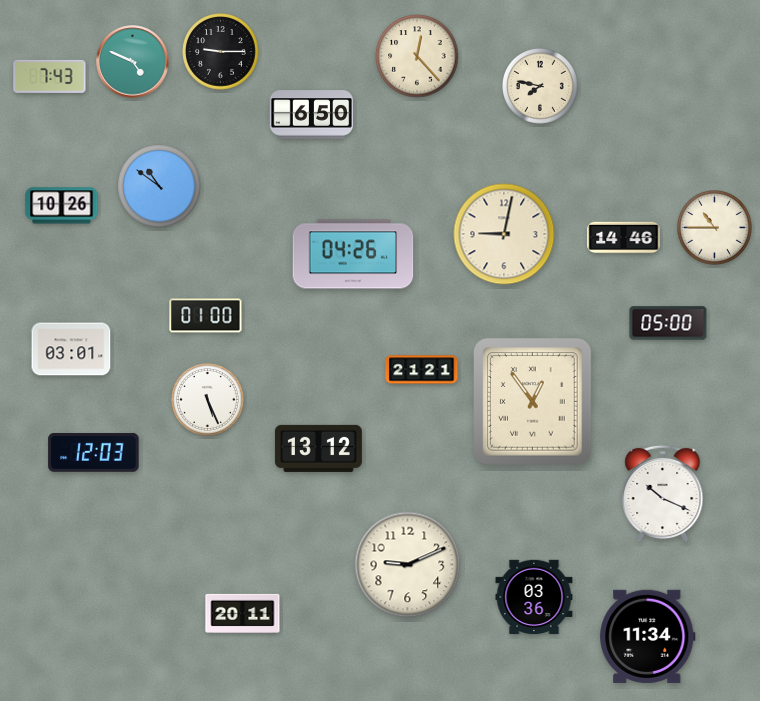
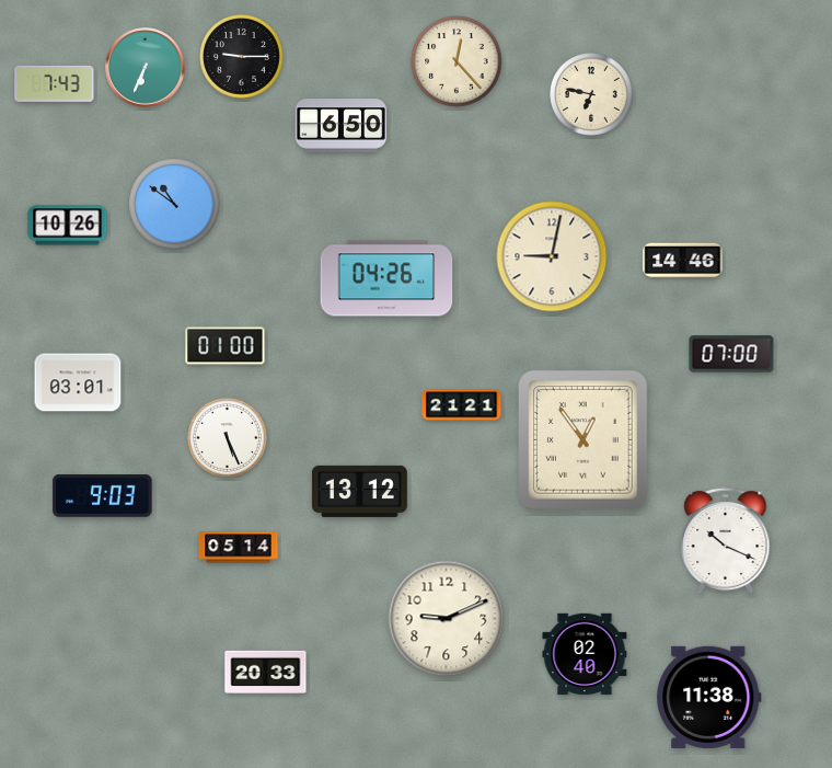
clock at (133, 62): 4:49 -> 6:34
clock at (541, 87): 7:47 -> 6:47
clock at (715, 228): 10:45 -> none
clock at (668, 323): 05:00 -> 07:00
clock at (318, 448) position: (318, 448) -> (359, 491)
clock at (94, 453): 12:03 -> 9:03
clock at (239, 548): none -> 05:14
clock at (534, 597): 03:36 -> 02:40
clock at (243, 613): 20:11 -> 20:33
clock at (648, 636): 11:34 -> 11:38
